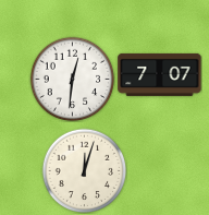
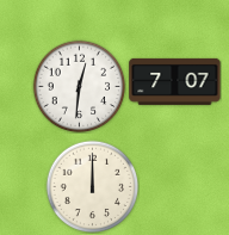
clock at (84, 170): 12:03 -> 12:00
